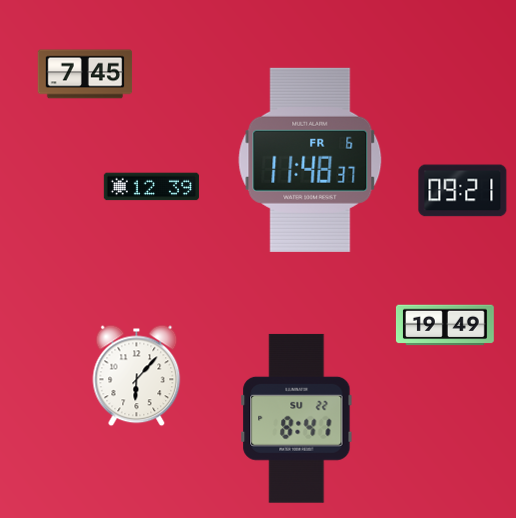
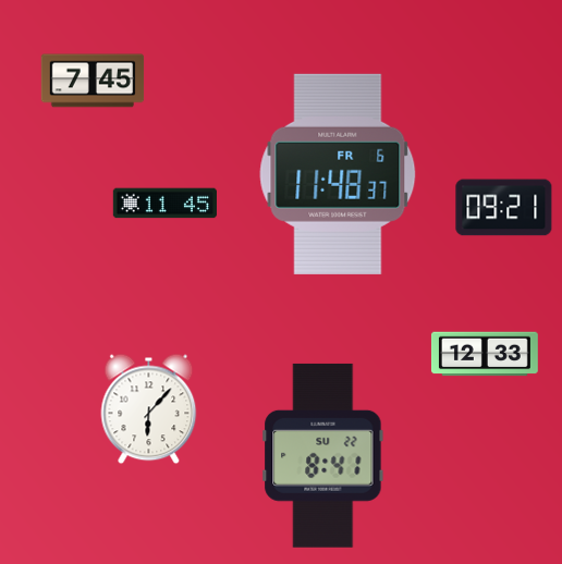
clock at (151, 187): 12:39 -> 11:45
clock at (445, 325): 19:49 -> 12:33
